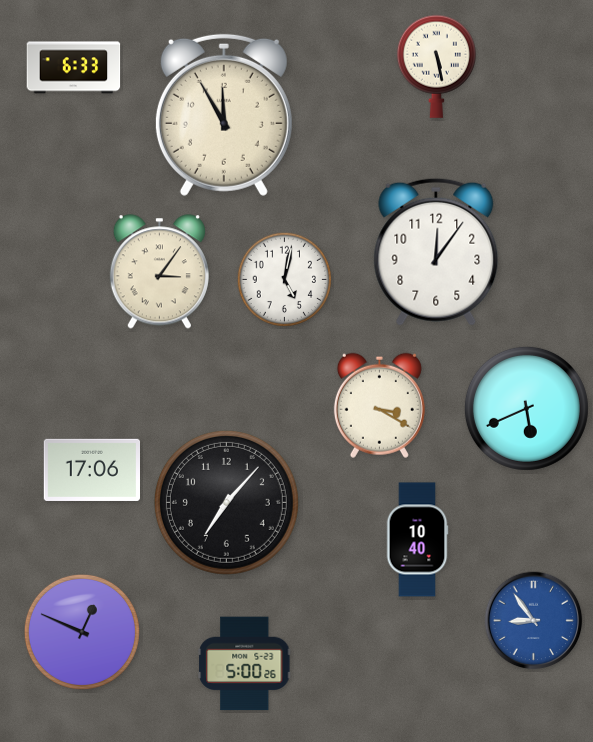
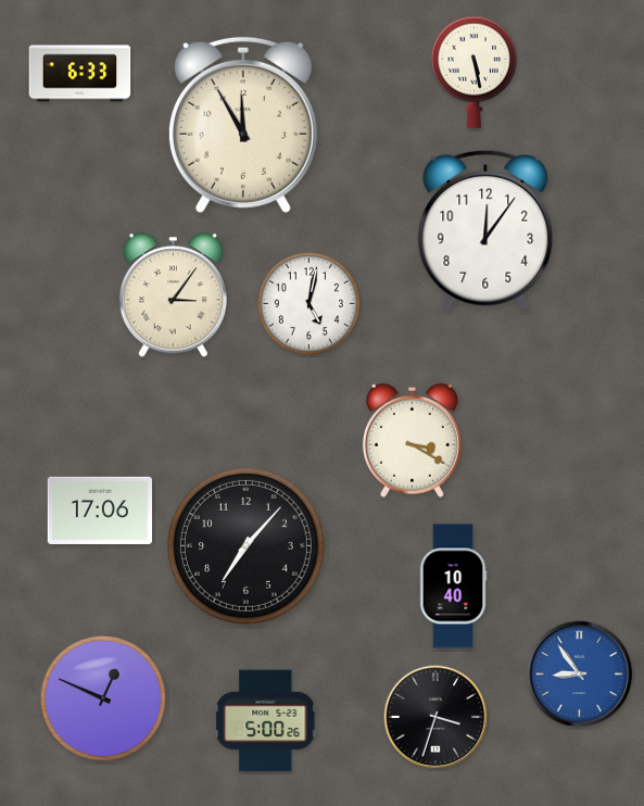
clock at (436, 252) position: (436, 252) -> (485, 230)
clock at (526, 408): 5:41 -> none
clock at (82, 632) position: (82, 632) -> (103, 698)
clock at (435, 717): none -> 3:33
